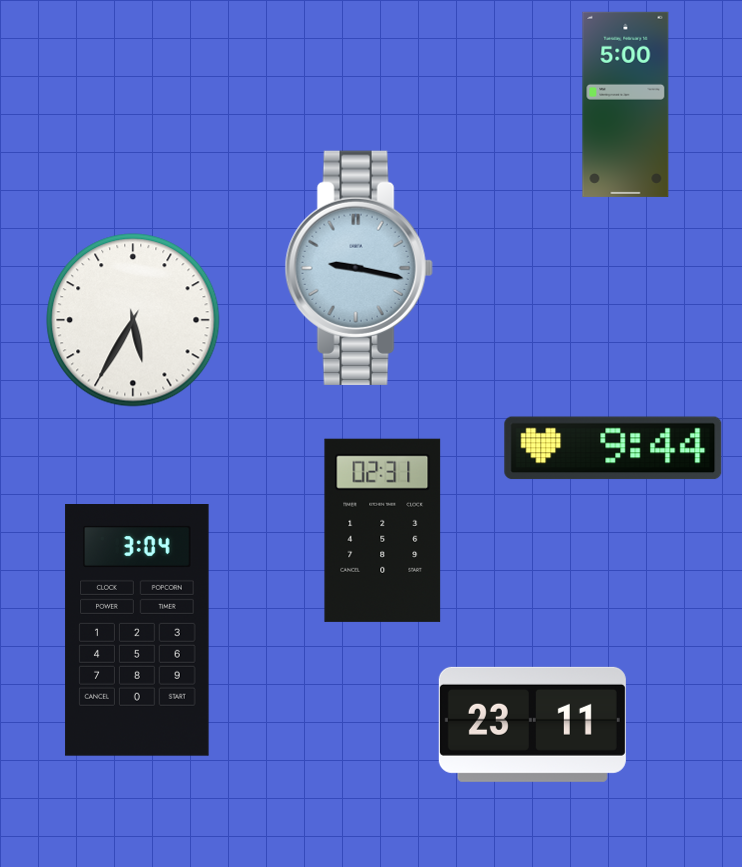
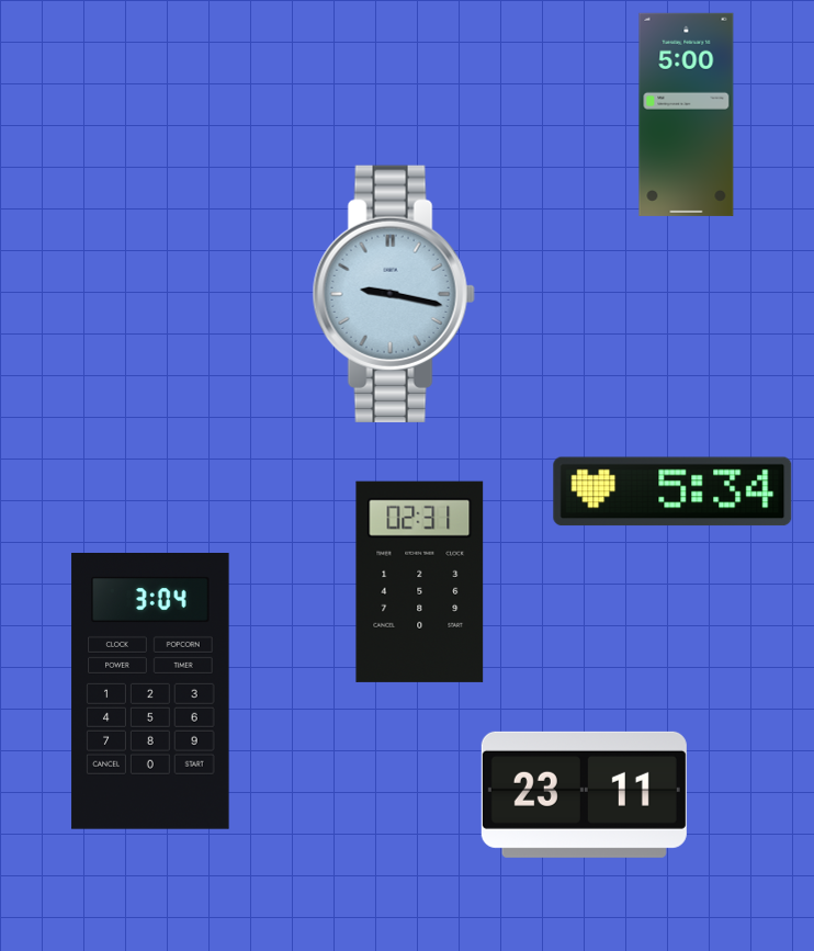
clock at (133, 320): 5:35 -> none
clock at (613, 448): 9:44 -> 5:34
